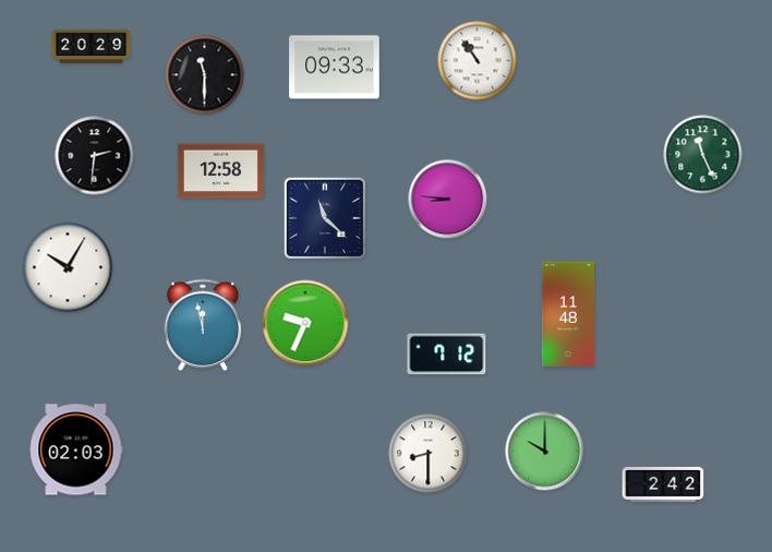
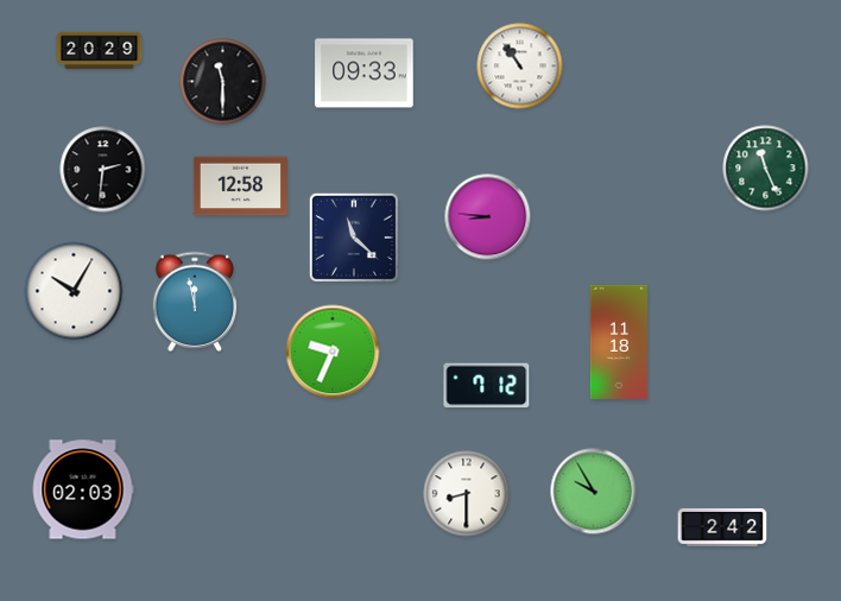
clock at (568, 313): 11:48 -> 11:18
clock at (203, 324) position: (203, 324) -> (195, 300)
clock at (545, 452): 10:00 -> 9:55
